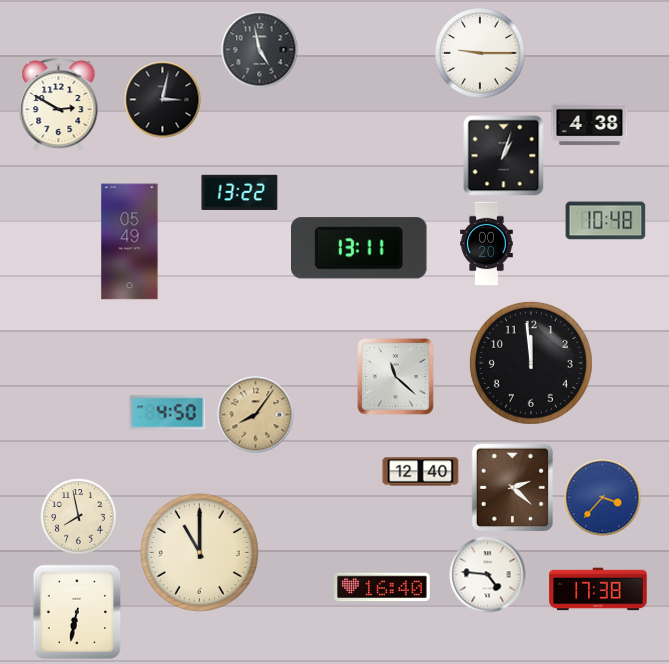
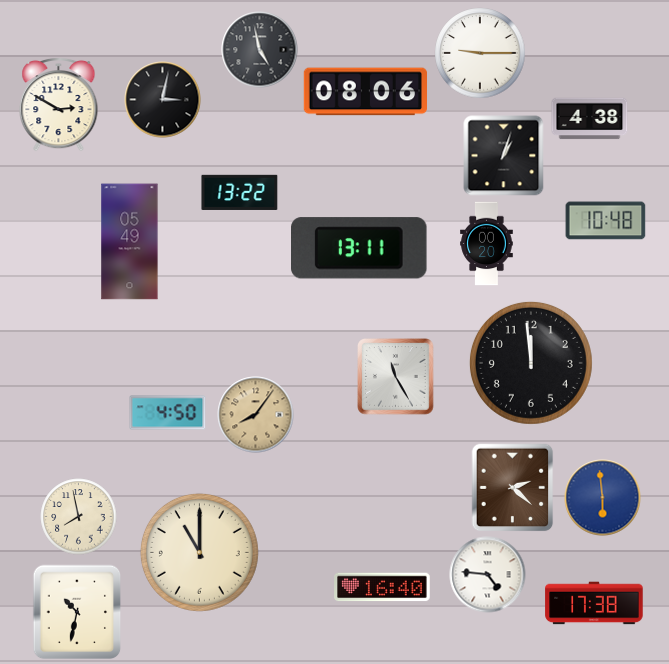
clock at (365, 92): none -> 08:06
clock at (590, 125) position: (590, 125) -> (590, 119)
clock at (396, 377): 11:22 -> 11:25
clock at (421, 472): 12:40 -> none
clock at (603, 498): 3:37 -> 5:59
clock at (598, 589) position: (598, 589) -> (594, 603)
clock at (77, 612): 6:32 -> 10:32
